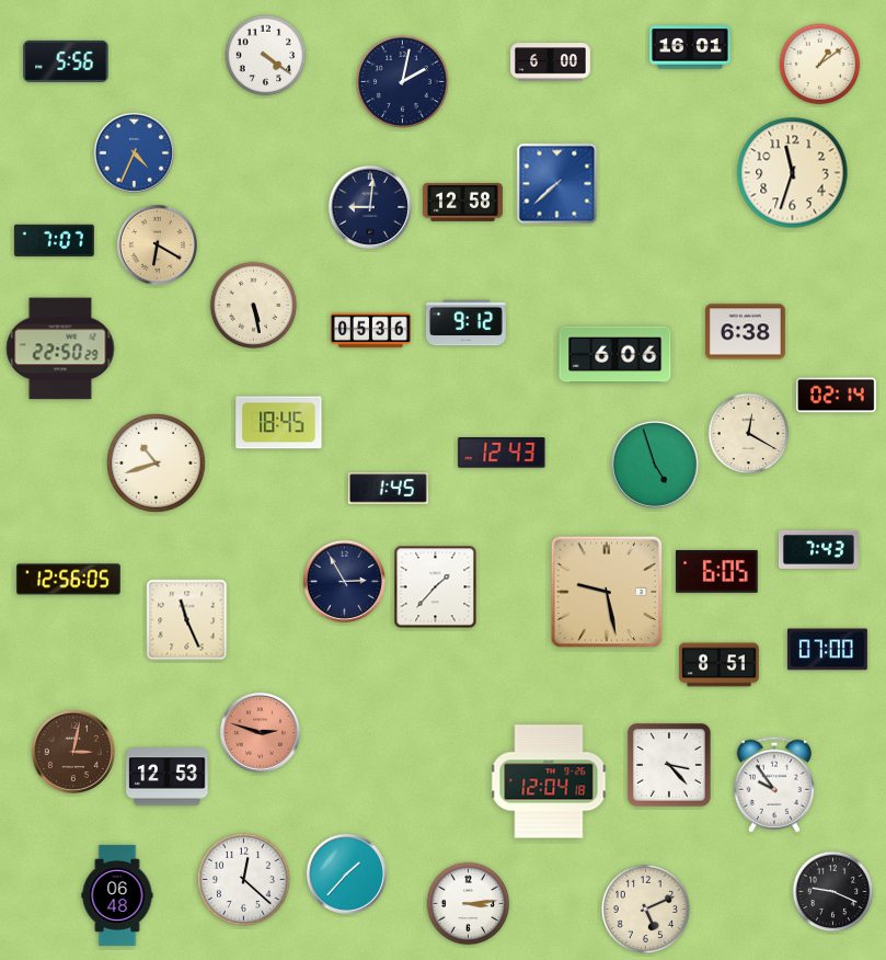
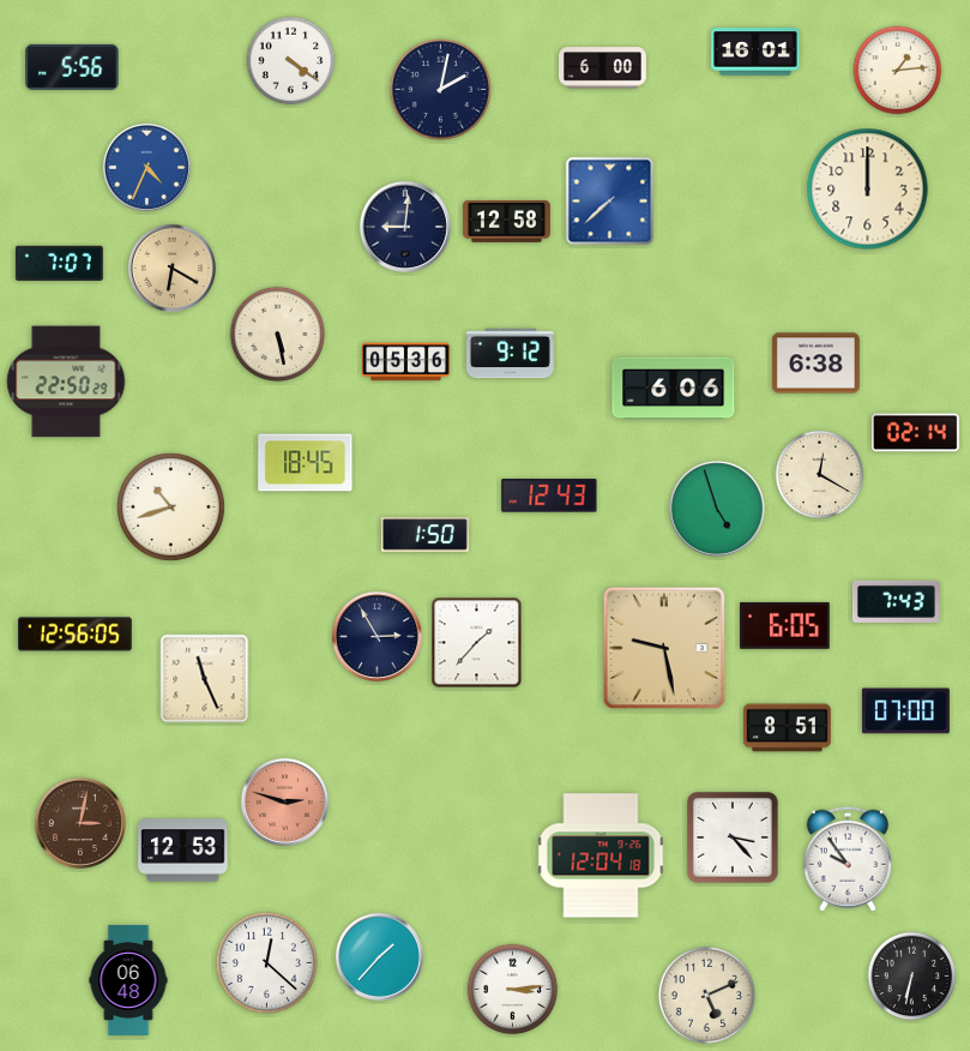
clock at (820, 65): 1:09 -> 1:14
clock at (793, 173): 11:33 -> 12:00
clock at (388, 489): 1:45 -> 1:50
clock at (833, 892): 9:19 -> 6:32
